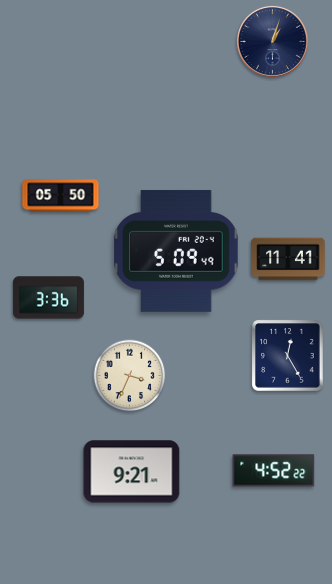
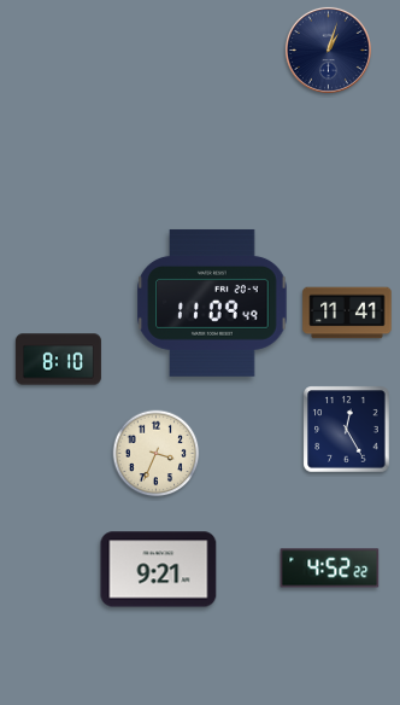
clock at (61, 196): 05:50 -> none
clock at (176, 251): 5:09 -> 11:09
clock at (48, 298): 3:36 -> 8:10
